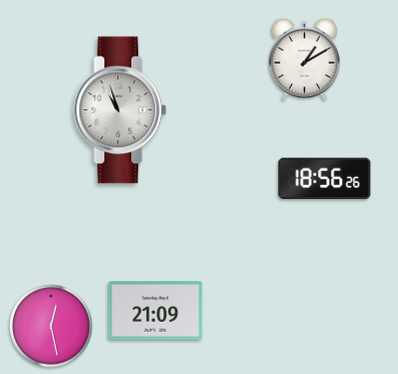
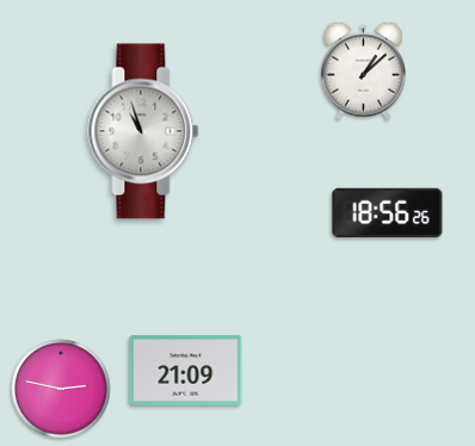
clock at (304, 59): 1:10 -> 1:08
clock at (51, 326): 12:28 -> 2:47
